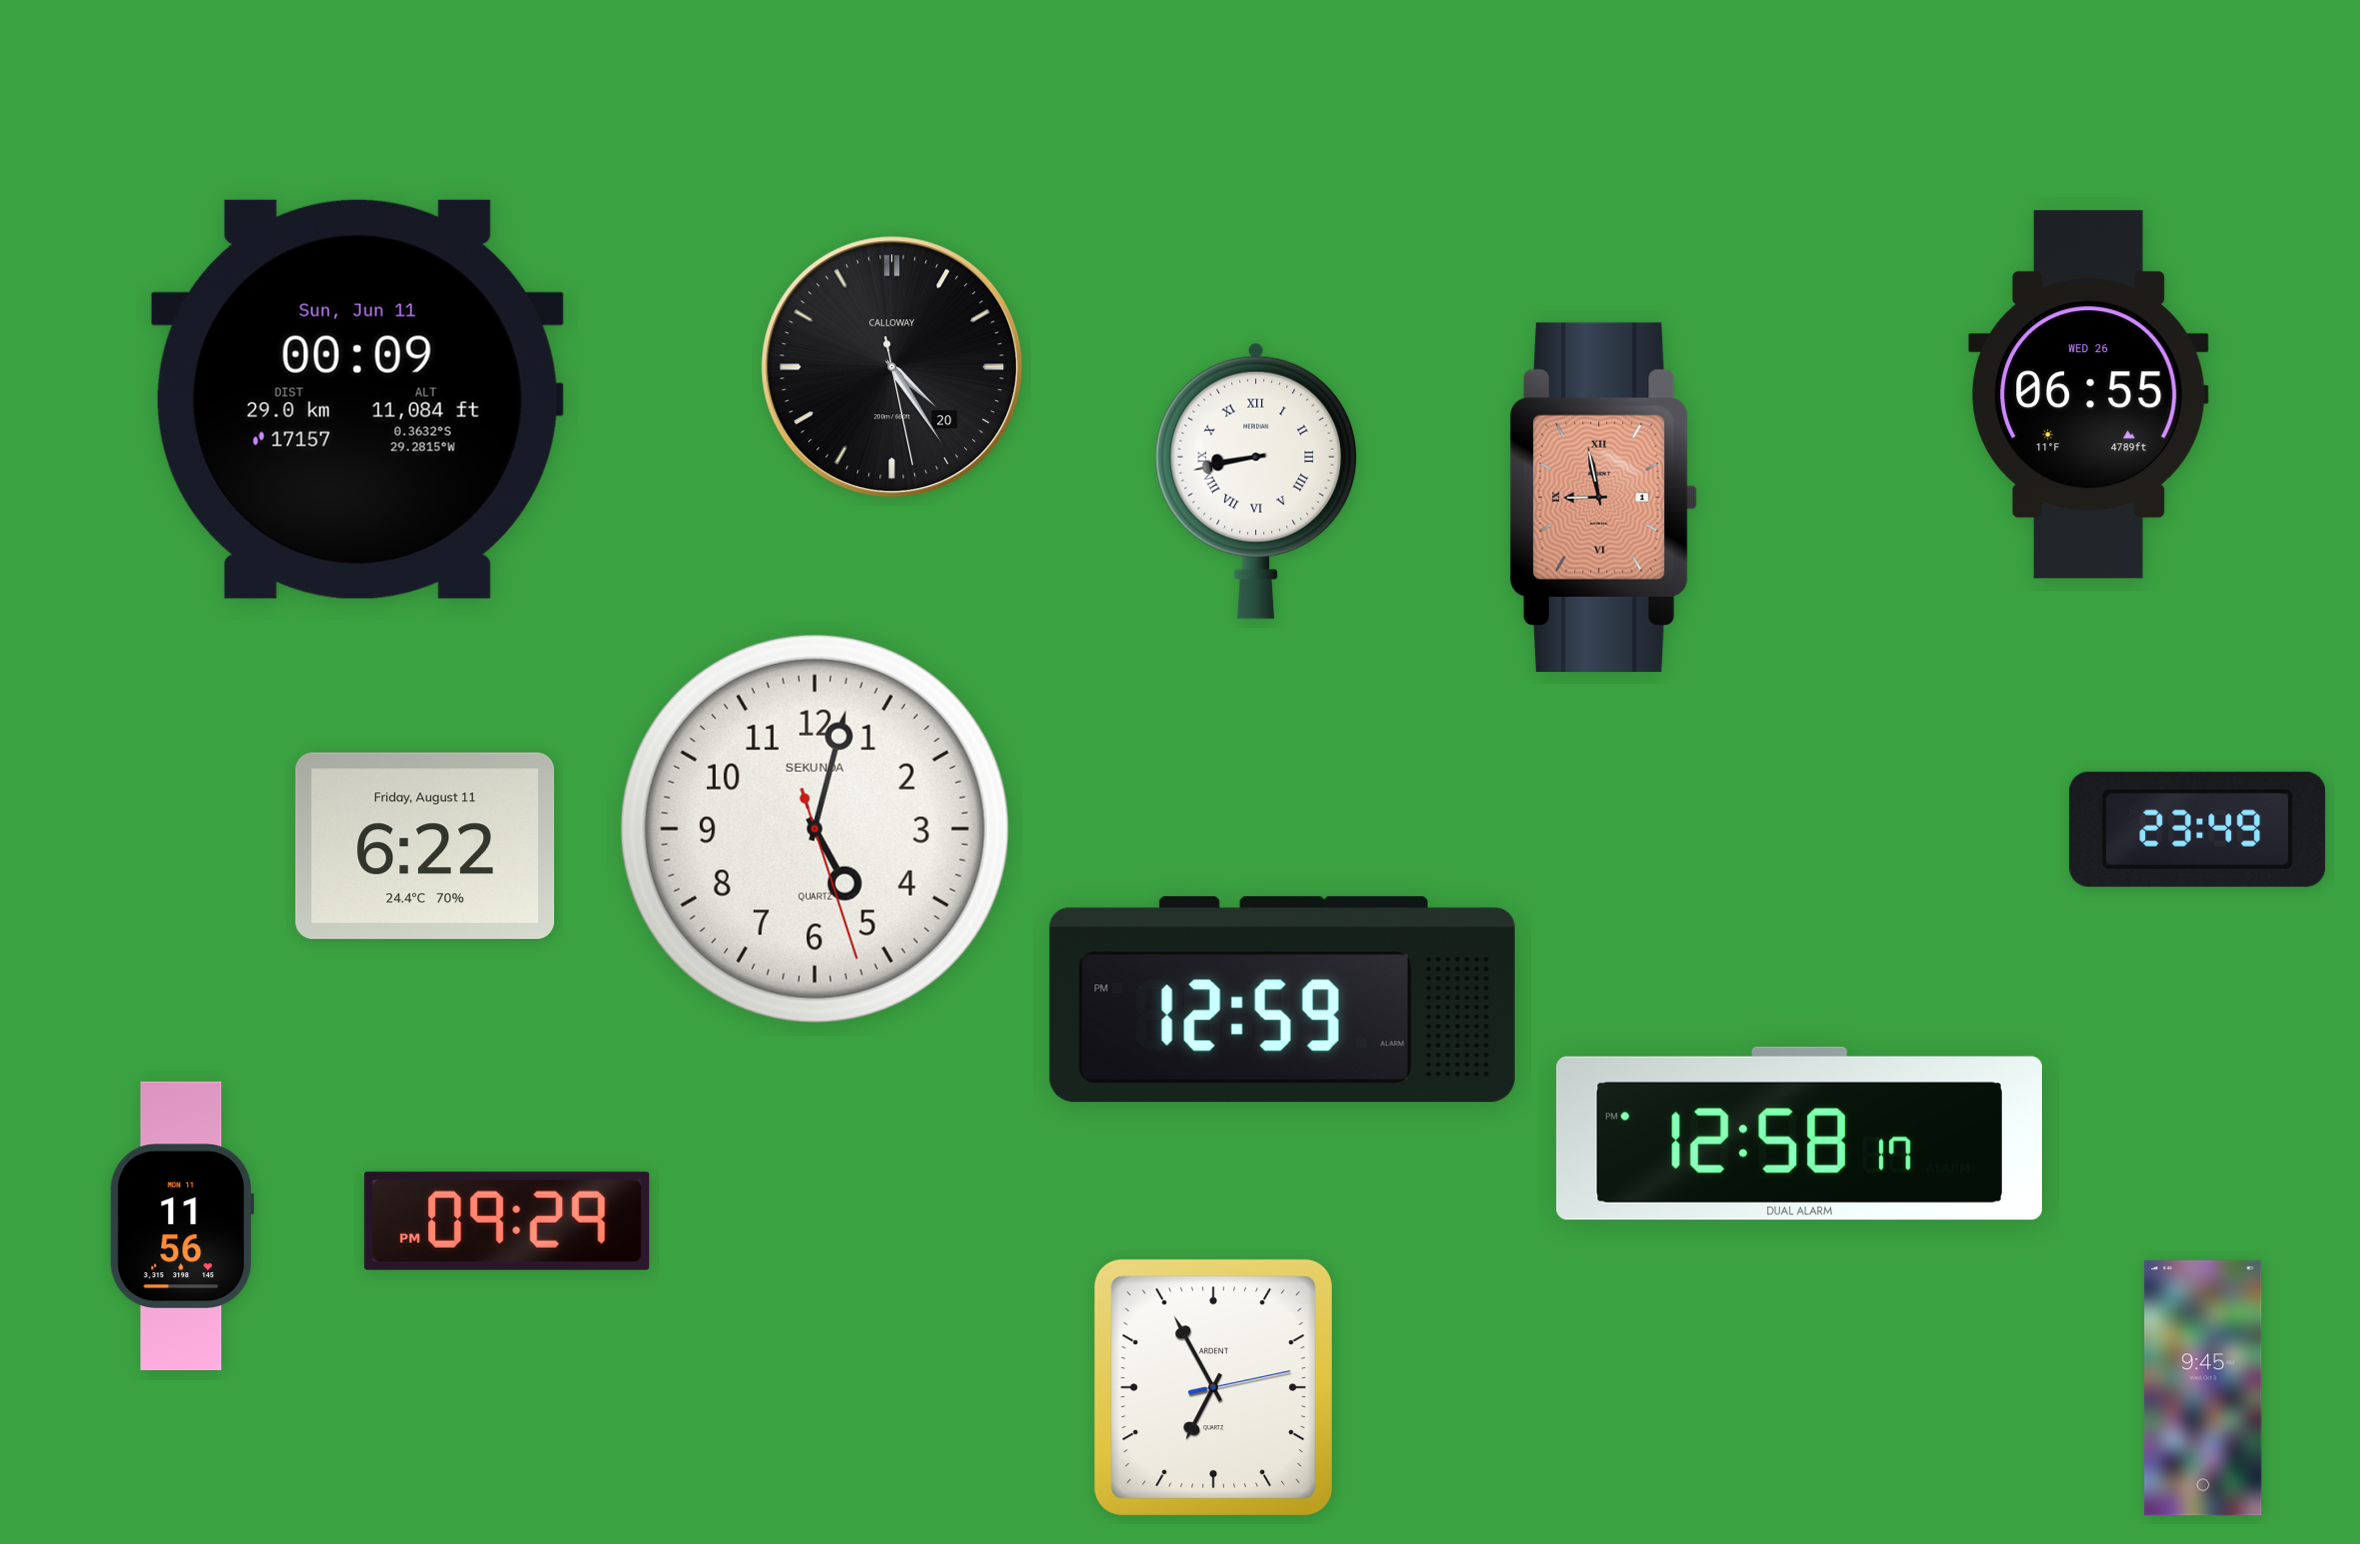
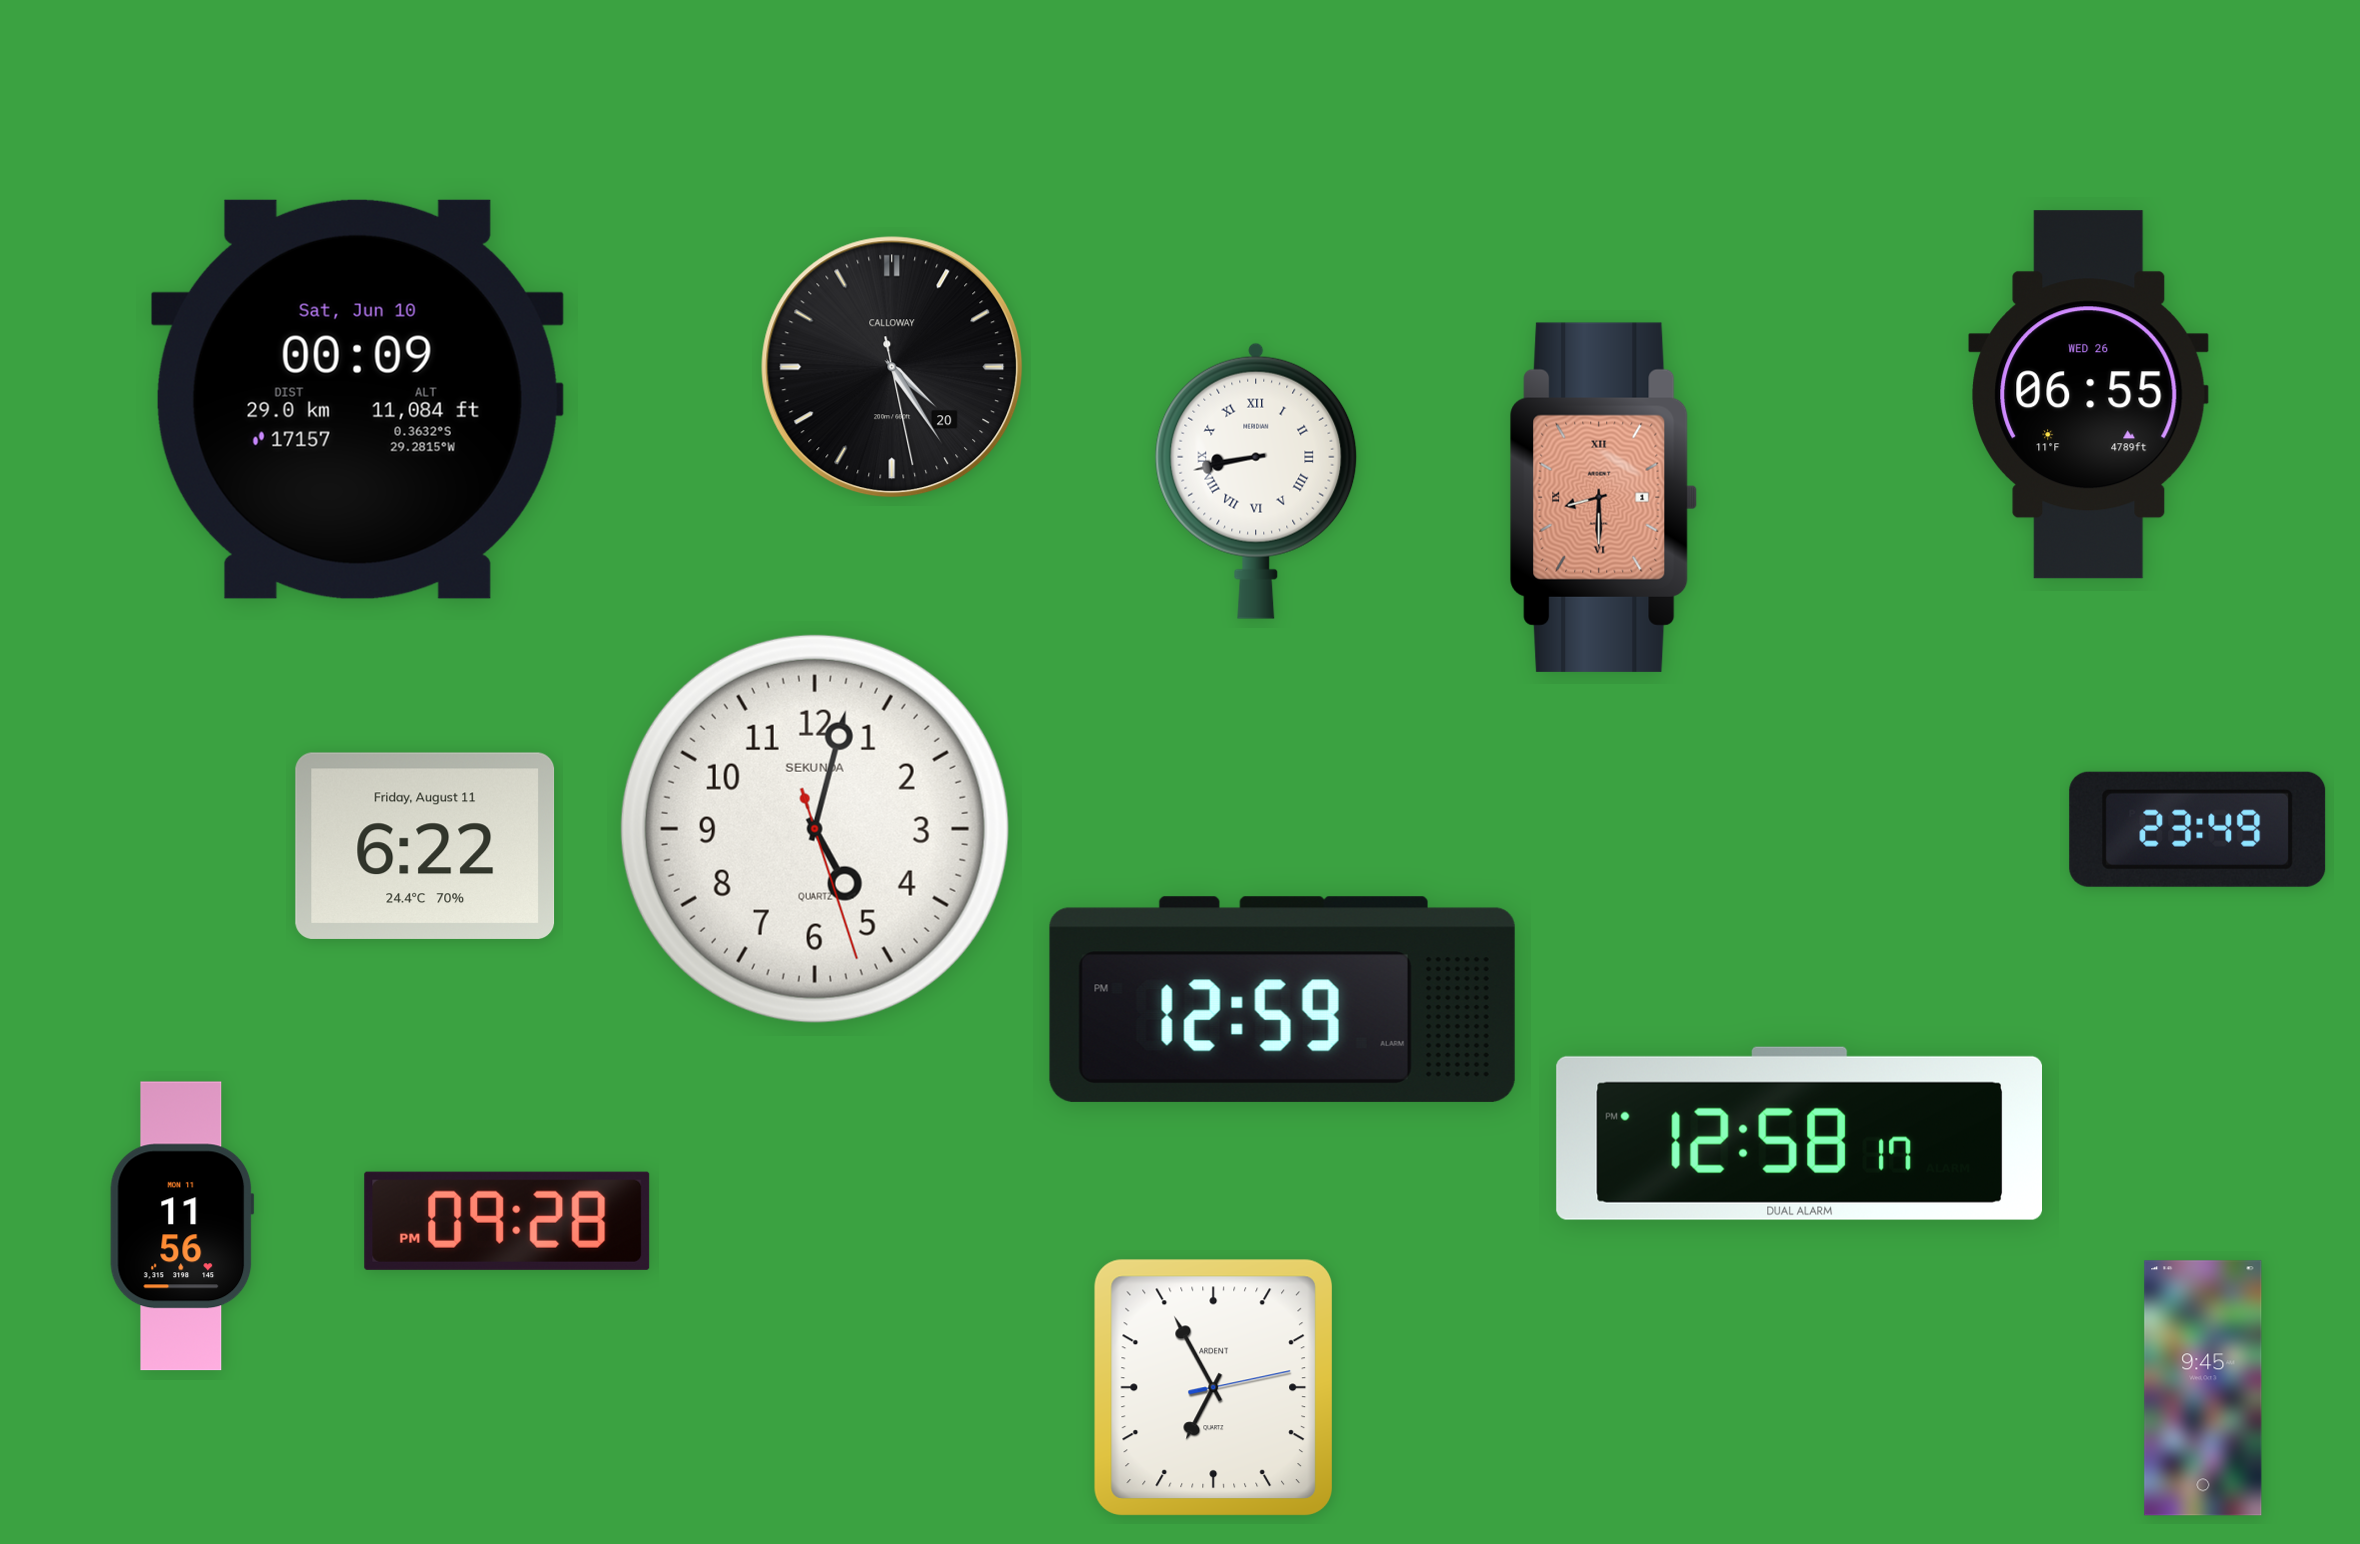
clock at (357, 399) date: Sun, Jun 11 -> Sat, Jun 10
clock at (1603, 497): 8:58 -> 8:30
clock at (507, 1221): 09:29 -> 09:28
